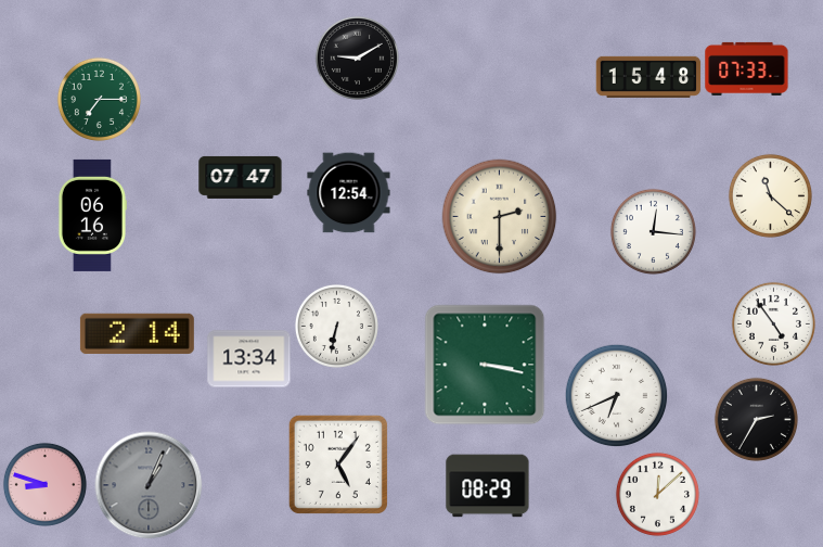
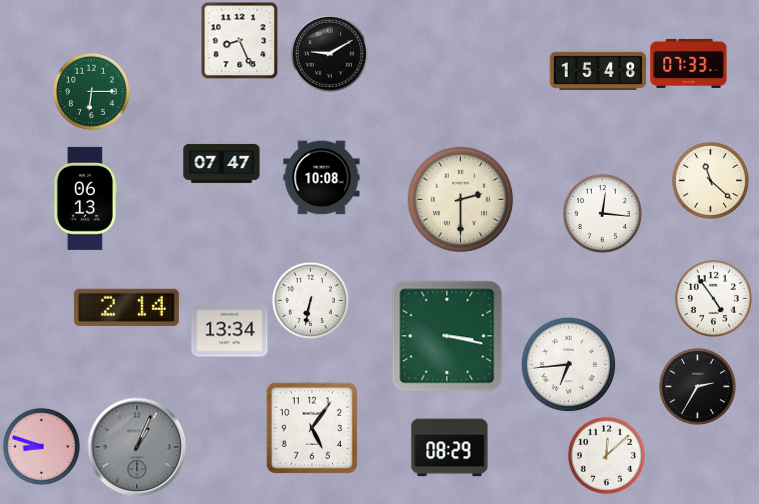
clock at (239, 40): none -> 8:26
clock at (99, 99): 7:15 -> 6:15
clock at (349, 193): 12:54 -> 10:08
clock at (92, 215): 06:16 -> 06:13
clock at (616, 395): 6:41 -> 6:44
